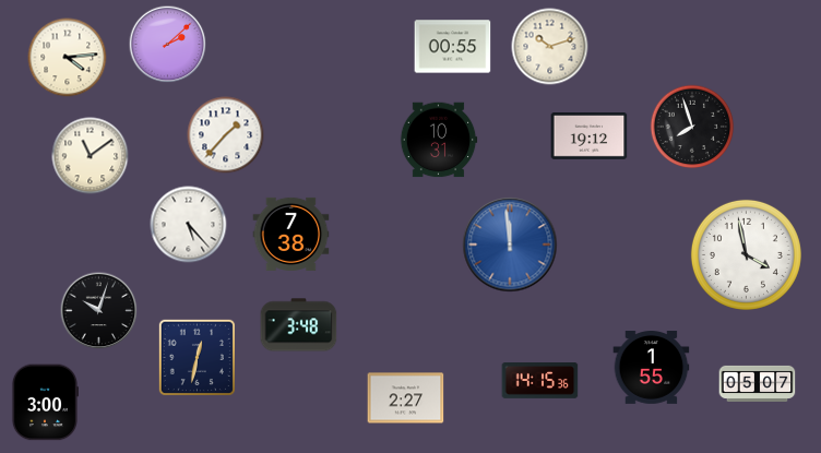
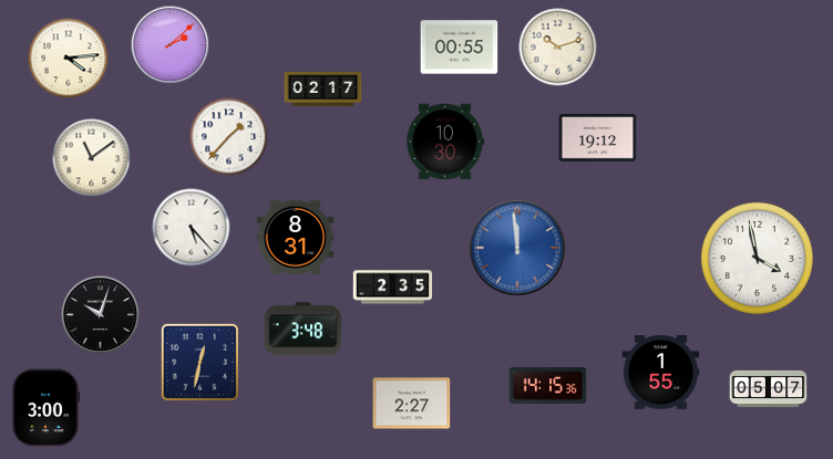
clock at (323, 88): none -> 02:17
clock at (692, 127): 7:57 -> none
clock at (439, 140): 10:31 -> 10:30
clock at (291, 234): 7:38 -> 8:31
clock at (393, 288): none -> 2:35
